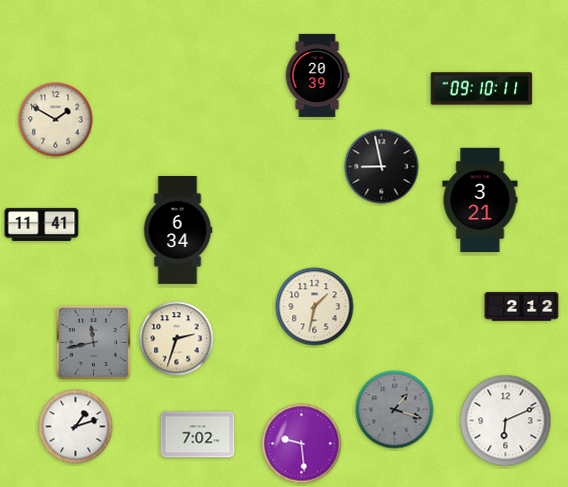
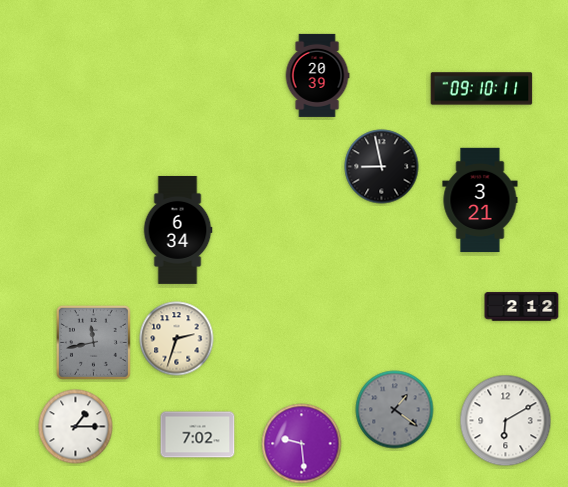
clock at (56, 120): 1:50 -> none
clock at (42, 224): 11:41 -> none
clock at (315, 307): 1:32 -> none
clock at (395, 410): 1:18 -> 1:21
clock at (506, 421): 6:11 -> 6:10
clock at (76, 427): 1:12 -> 1:15
